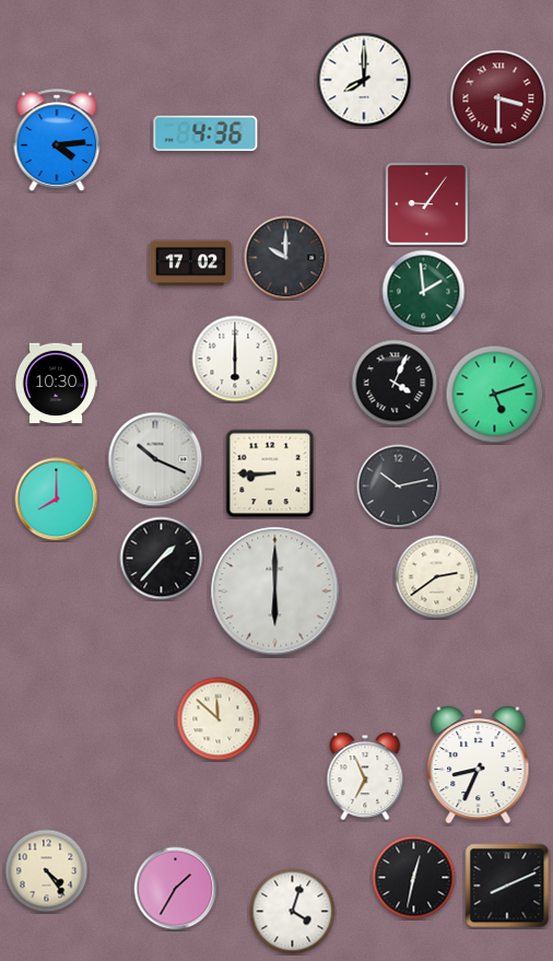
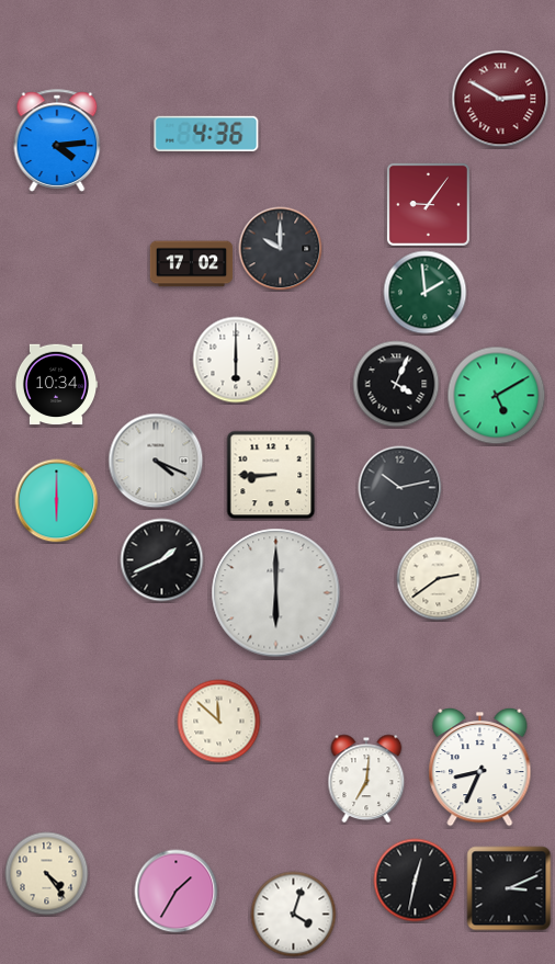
clock at (364, 80): 8:00 -> none
clock at (498, 98): 3:30 -> 2:50
clock at (286, 258) position: (286, 258) -> (281, 249)
clock at (56, 384): 10:30 -> 10:34
clock at (495, 395): 5:12 -> 5:10
clock at (155, 459): 10:19 -> 4:19
clock at (57, 500): 8:00 -> 6:00
clock at (162, 559): 1:37 -> 1:41
clock at (365, 776): 6:56 -> 7:01
clock at (507, 886): 8:11 -> 3:11
